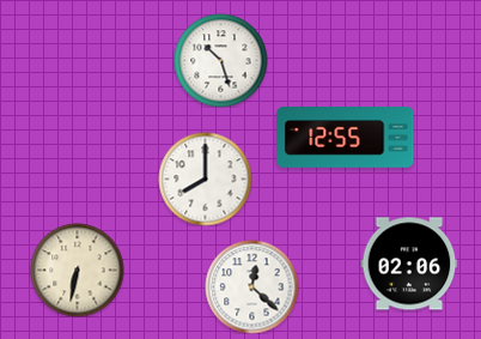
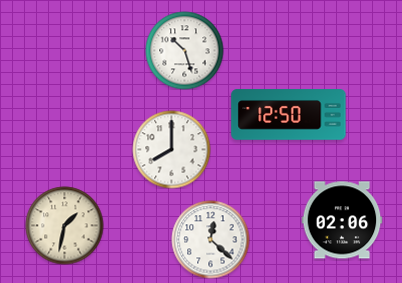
clock at (346, 138): 12:55 -> 12:50
clock at (77, 270): 6:32 -> 1:32
